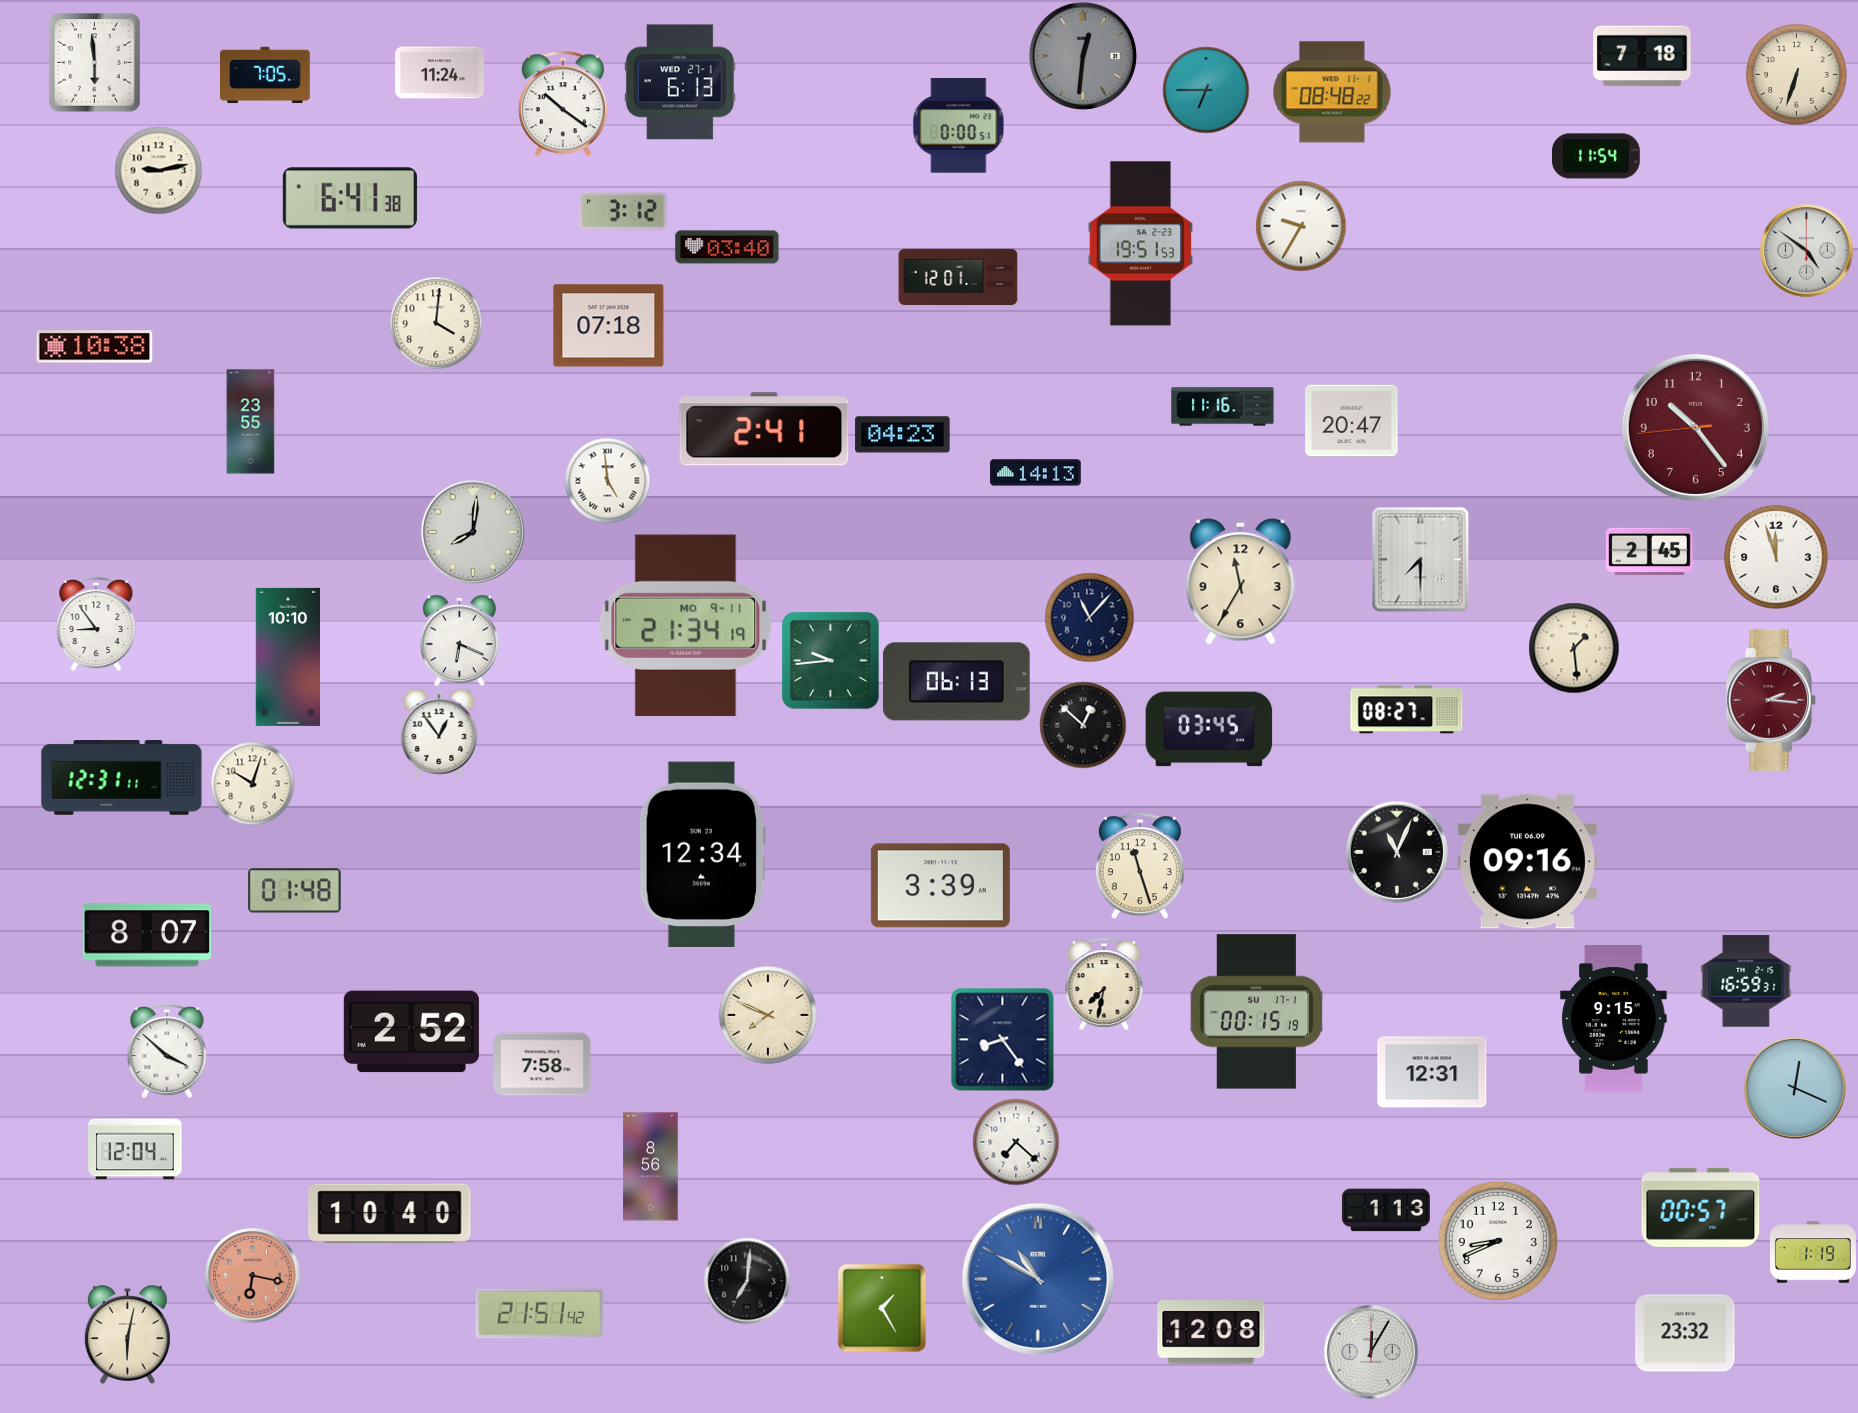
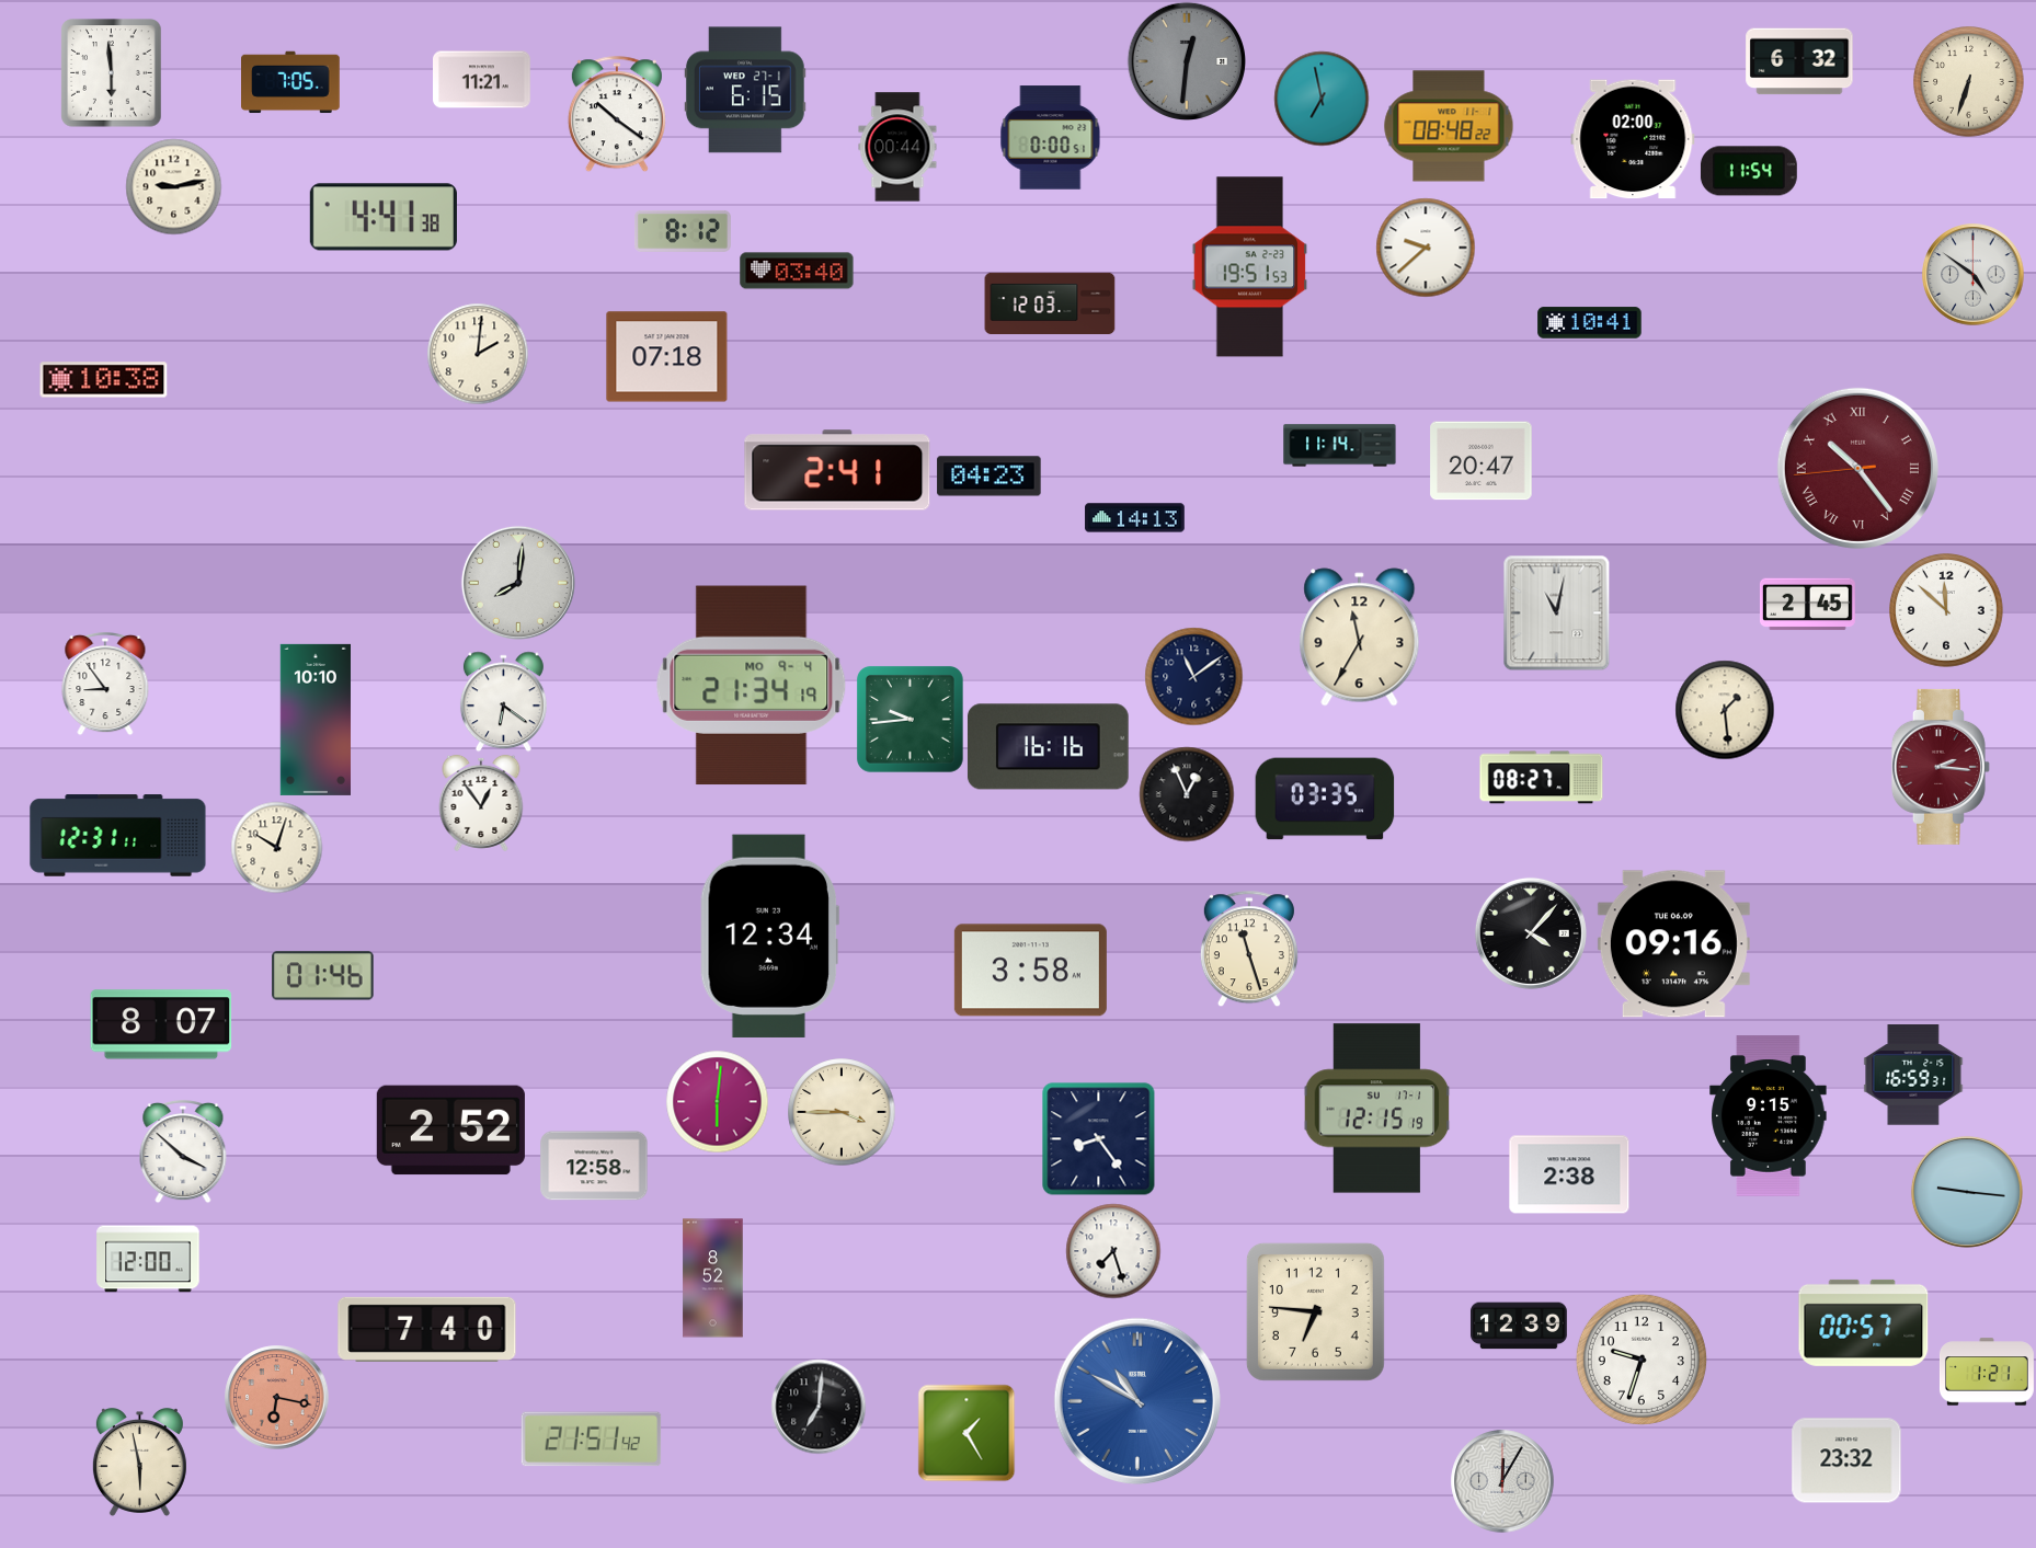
clock at (1642, 56): 7:18 -> 6:32
clock at (95, 63) position: (95, 63) -> (112, 73)
clock at (440, 73): 11:24 -> 11:21
clock at (680, 82): 6:13 -> 6:15
clock at (1206, 90): 6:45 -> 6:58
clock at (1332, 92) position: (1332, 92) -> (1449, 126)
clock at (1633, 139): none -> 02:00
clock at (897, 147): none -> 00:44
clock at (350, 198): 6:41 -> 4:41
clock at (623, 211): 3:12 -> 8:12
clock at (1301, 226): 9:35 -> 9:38
clock at (1806, 250) position: (1806, 250) -> (1972, 274)
clock at (958, 277): 12:01 -> 12:03
clock at (1590, 323): none -> 10:41
clock at (436, 323): 4:01 -> 2:01
clock at (1223, 407): 11:16 -> 11:14
clock at (251, 422): 23:55 -> none
clock at (1695, 427) numerals: Arabic -> Roman
clock at (607, 480): 4:59 -> none
clock at (1776, 557): 11:57 -> 11:52
clock at (1421, 559): 7:30 -> 11:02
clock at (1089, 617): 11:07 -> 11:09
clock at (686, 626) date: MO 9-11 -> MO 9-4
clock at (459, 640): 6:19 -> 6:21
clock at (831, 661) position: (831, 661) -> (911, 720)
clock at (956, 682): 06:13 -> 16:16
clock at (1083, 725): 12:52 -> 12:56
clock at (1209, 729): 03:45 -> 03:35
clock at (122, 778) position: (122, 778) -> (118, 836)
clock at (252, 783) position: (252, 783) -> (276, 847)
clock at (1397, 852): 11:04 -> 4:07
clock at (940, 886): 3:39 -> 3:58
clock at (295, 891): 01:48 -> 01:46
clock at (1104, 984): 7:32 -> none
clock at (717, 1101): none -> 6:01
clock at (1257, 1012): 00:15 -> 12:15
clock at (768, 1015): 7:49 -> 3:45
clock at (542, 1064): 7:58 -> 12:58
clock at (1432, 1072): 12:31 -> 2:38
clock at (1795, 1088): 12:19 -> 9:16
clock at (1016, 1142): 7:22 -> 7:27
clock at (135, 1149): 12:04 -> 12:00
clock at (651, 1167): 8:56 -> 8:52
clock at (1315, 1311): none -> 6:46
clock at (1386, 1210): 1:13 -> 12:39
clock at (390, 1213): 10:40 -> 7:40
clock at (1498, 1241): 8:41 -> 9:33
clock at (1813, 1252): 1:19 -> 1:21
clock at (747, 1281) position: (747, 1281) -> (819, 1407)
clock at (1211, 1332): 12:08 -> none
clock at (127, 1335): 6:02 -> 5:58
